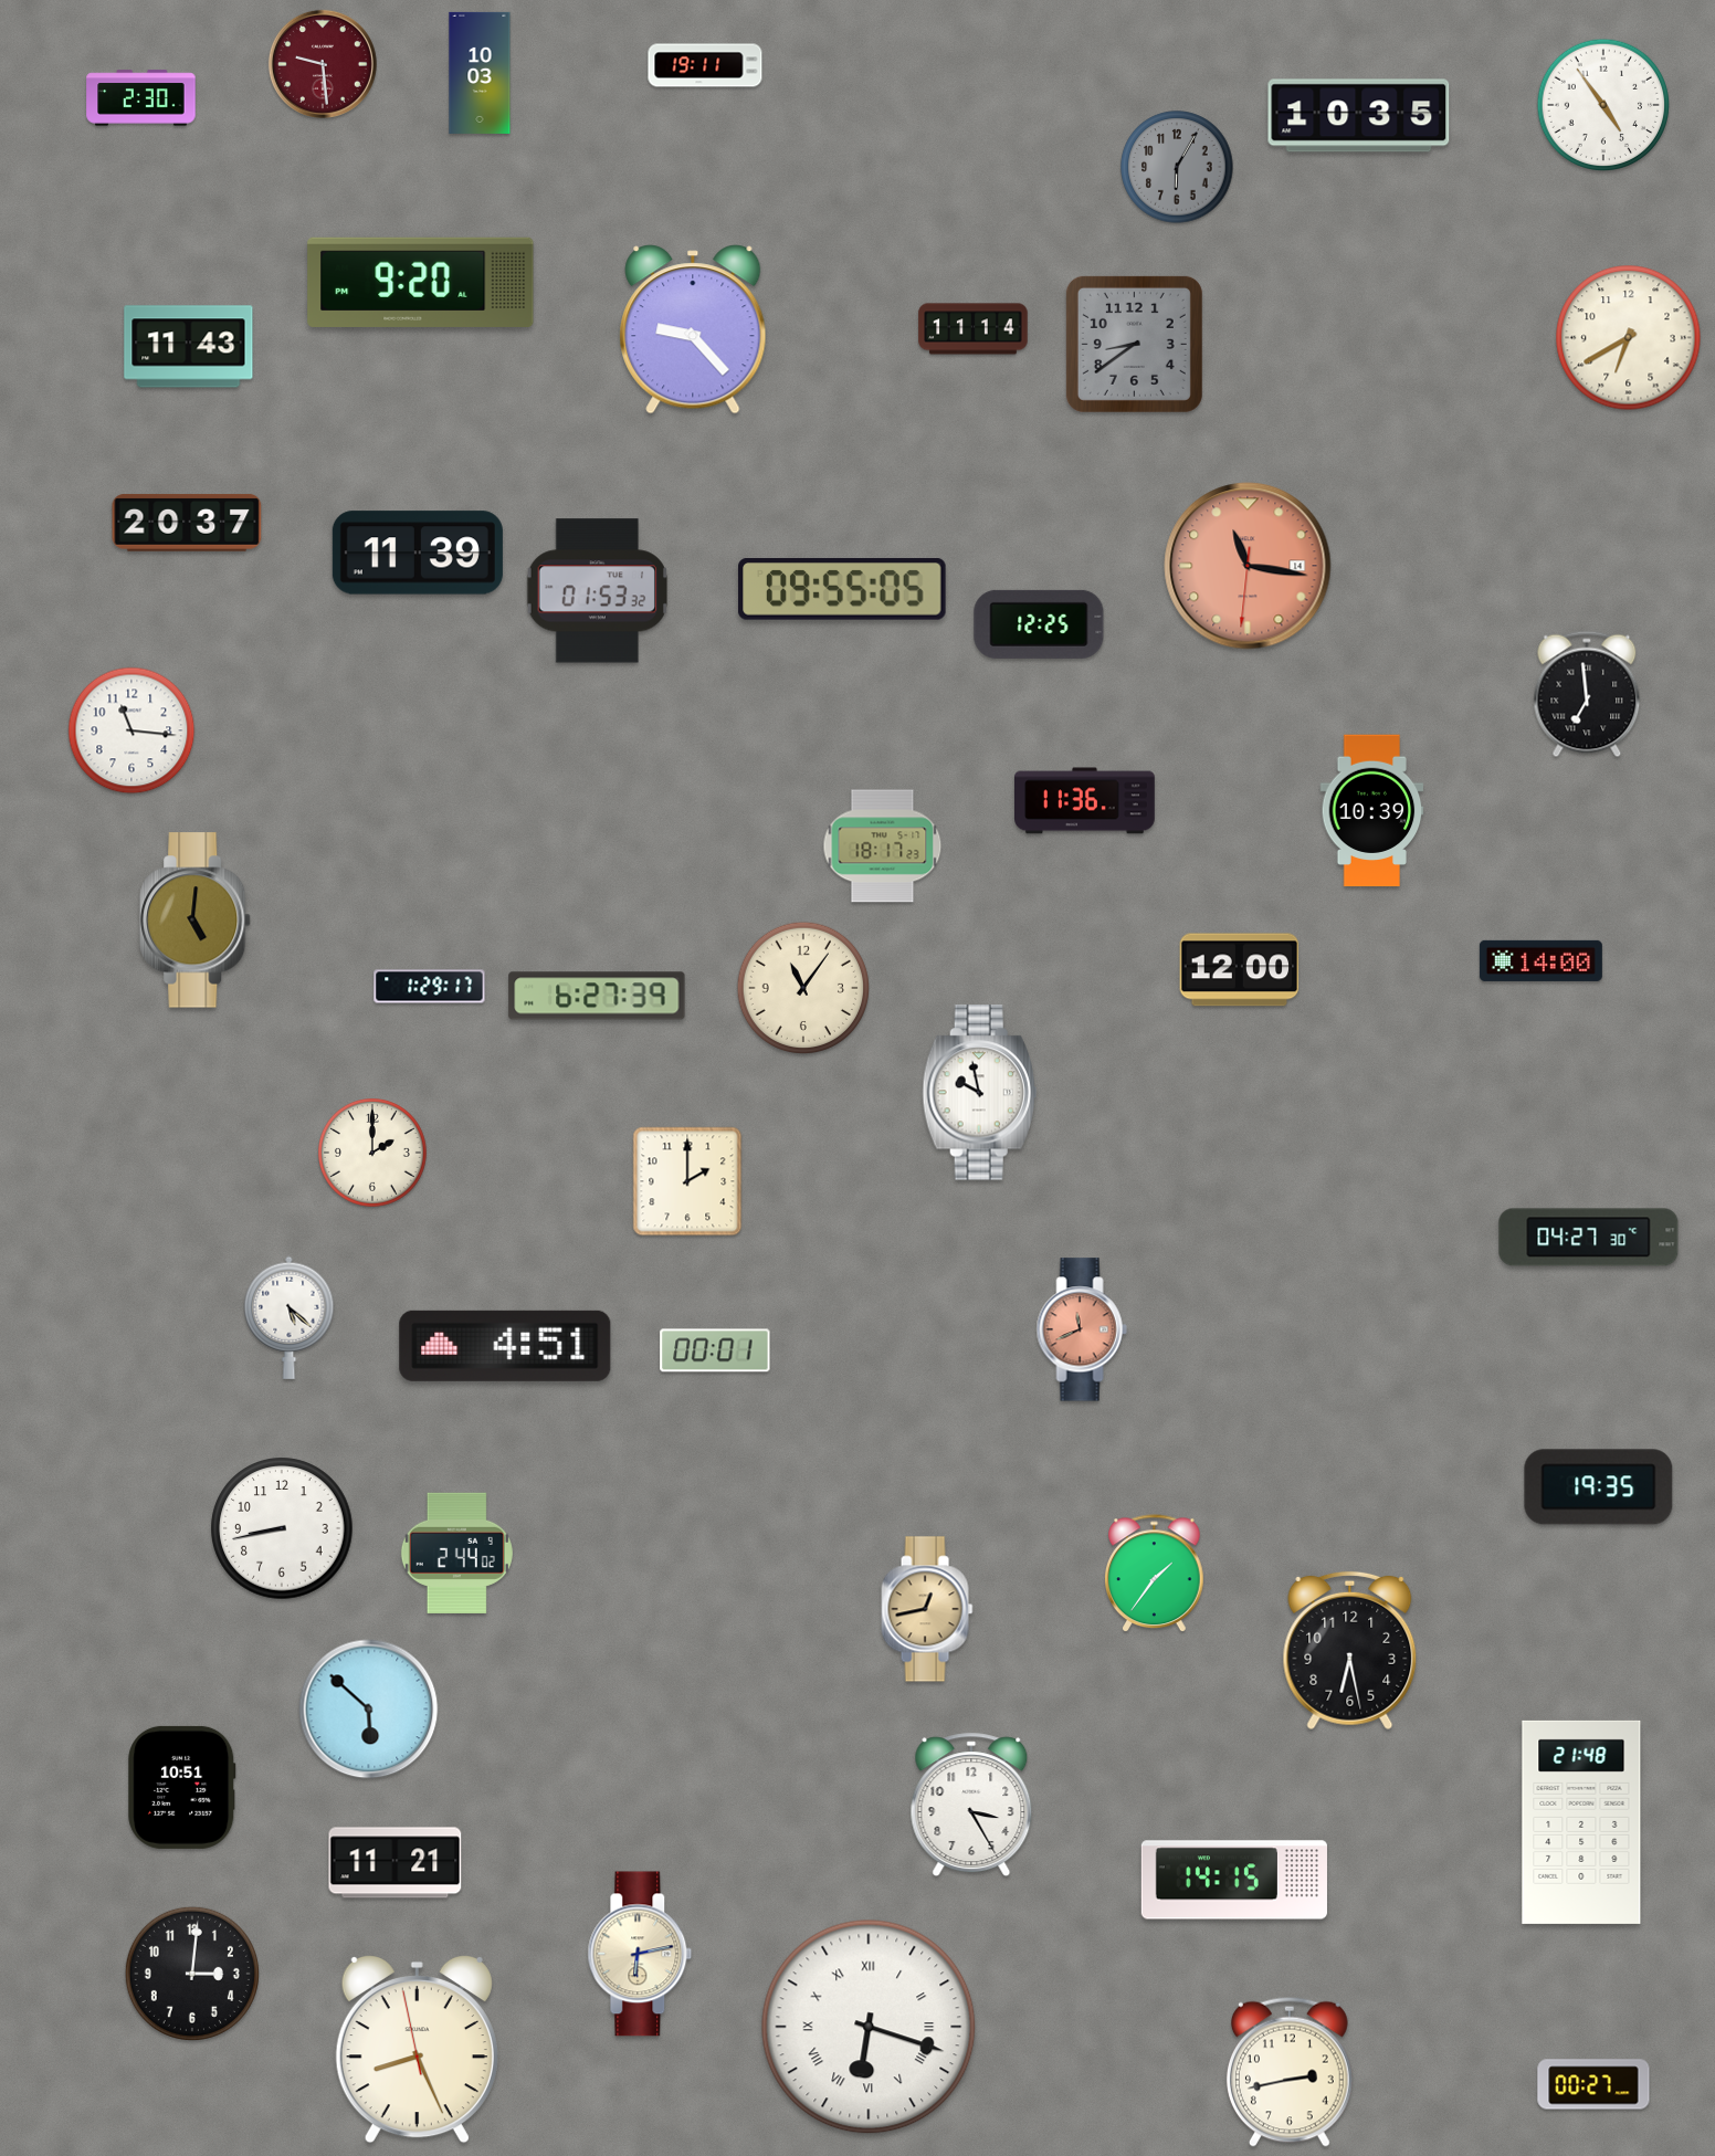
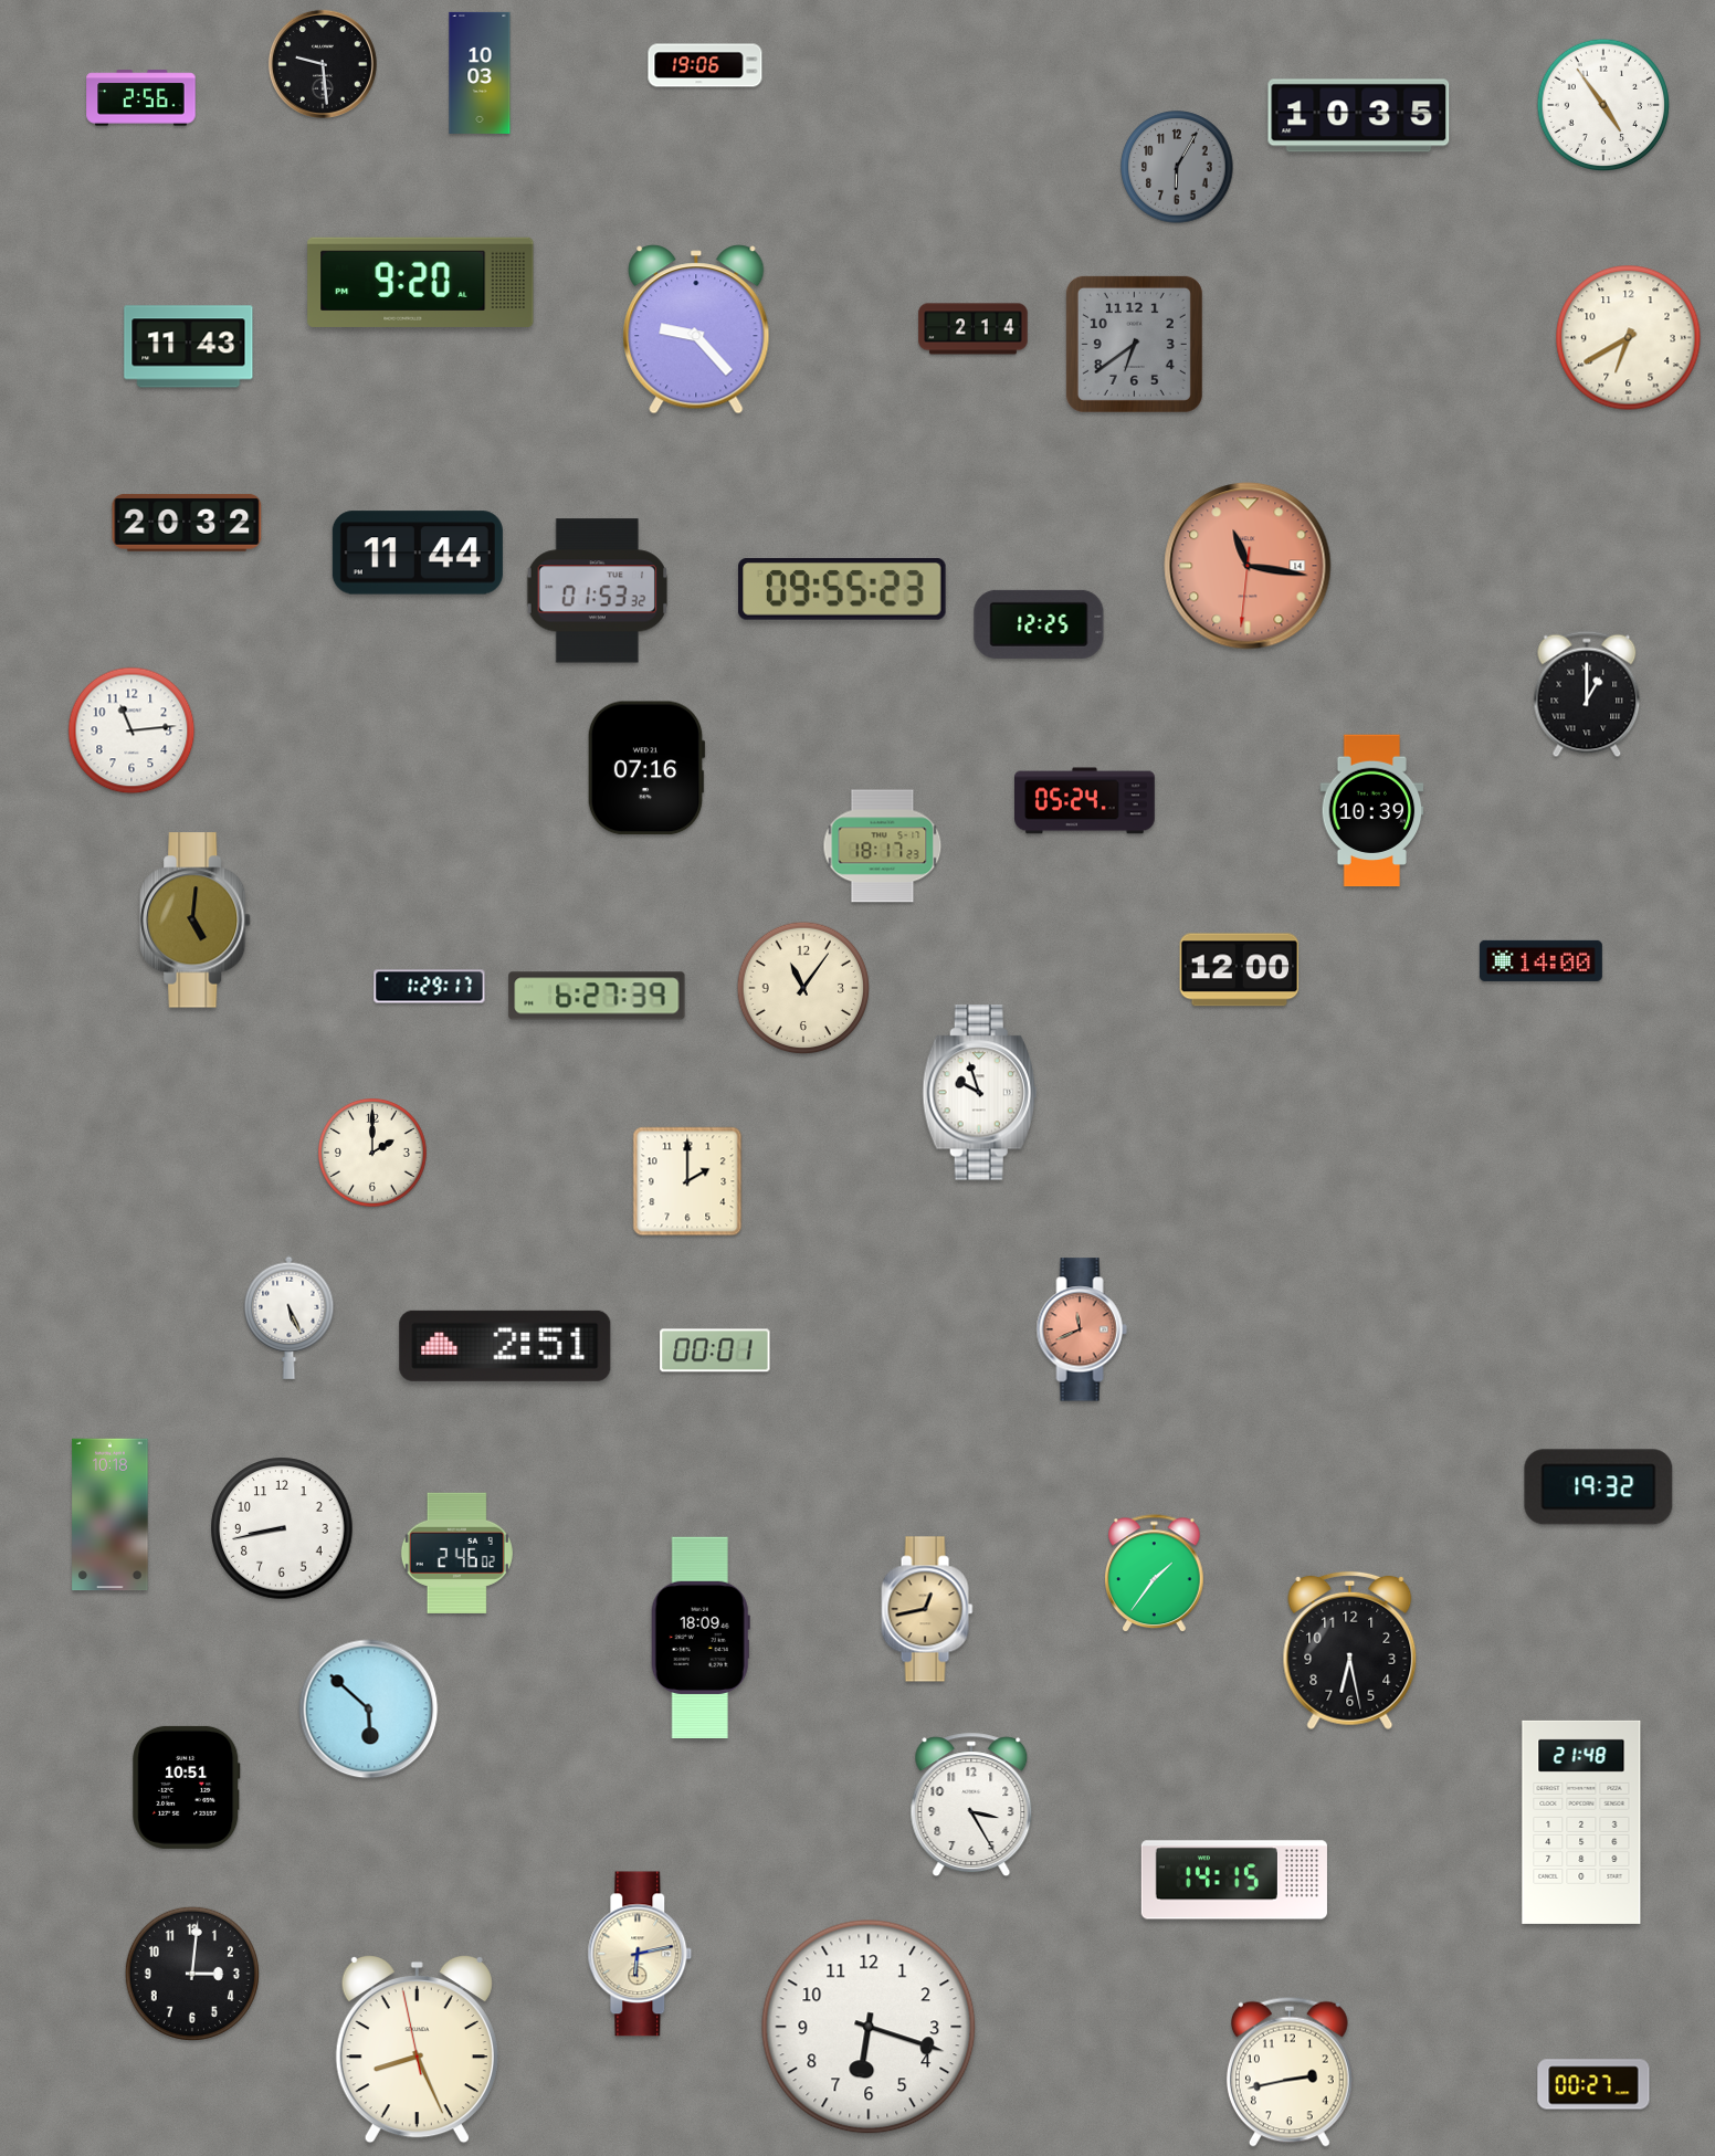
clock at (323, 64) dial: burgundy -> black
clock at (705, 65): 19:11 -> 19:06
clock at (141, 98): 2:30 -> 2:56
clock at (693, 329) position: (693, 329) -> (696, 329)
clock at (974, 329): 11:14 -> 2:14
clock at (1134, 344): 8:39 -> 6:39
clock at (187, 523): 20:37 -> 20:32
clock at (418, 553): 11:39 -> 11:44
clock at (842, 590): 09:55:05 -> 09:55:23
clock at (1587, 694): 6:59 -> 1:00
clock at (131, 730): 11:16 -> 11:14
clock at (646, 768): none -> 07:16
clock at (1085, 801): 11:36 -> 05:24
clock at (979, 1093): 9:58 -> 9:57
clock at (1589, 1238): 04:27 -> none
clock at (290, 1317): 5:22 -> 5:26
clock at (505, 1346): 4:51 -> 2:51
clock at (1599, 1487): 19:35 -> 19:32
clock at (111, 1515): none -> 10:18
clock at (456, 1553): 2:44 -> 2:46
clock at (701, 1637): none -> 18:09
clock at (182, 1787) position: (182, 1787) -> (187, 1787)
clock at (396, 1863): 11:21 -> none
clock at (869, 2027) numerals: Roman -> Arabic
